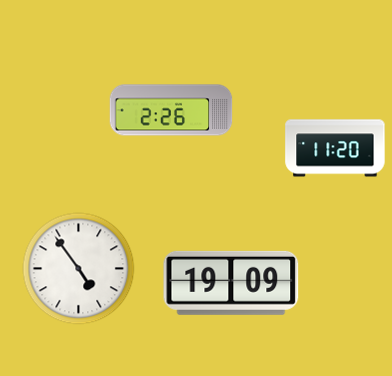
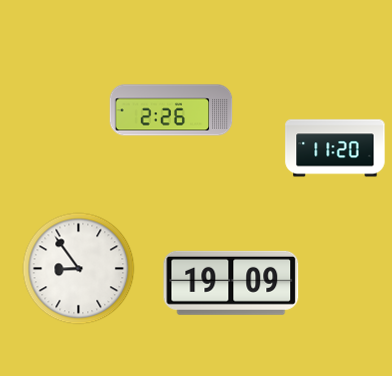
clock at (79, 269): 4:54 -> 8:54
